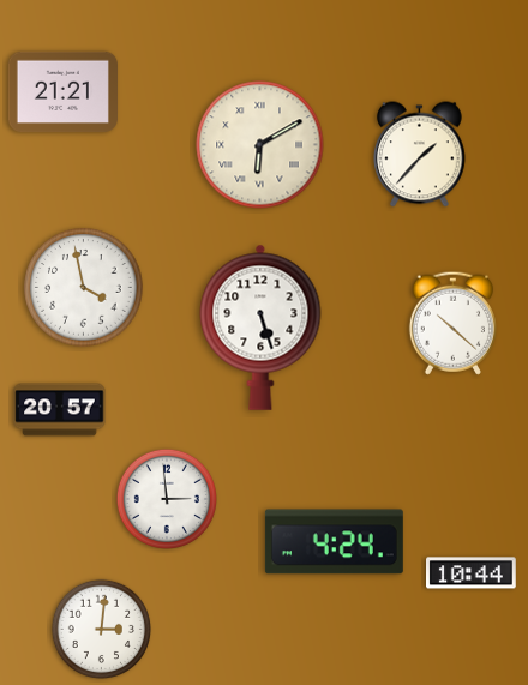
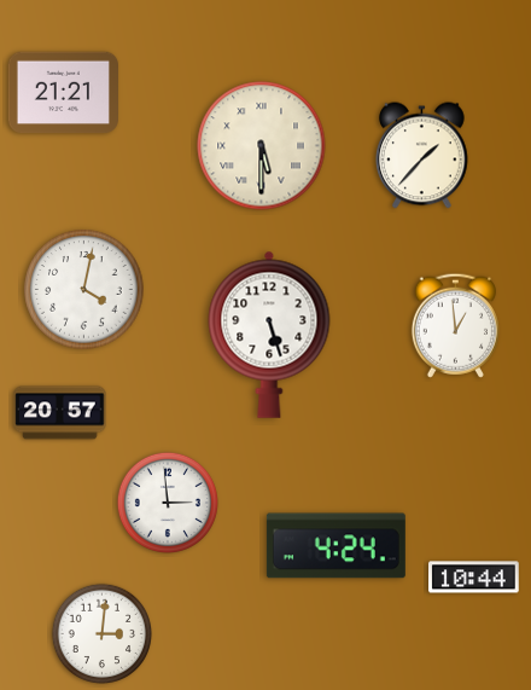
clock at (260, 145): 6:10 -> 5:30
clock at (84, 288): 3:58 -> 4:02
clock at (452, 323): 10:22 -> 12:59
clock at (260, 328) position: (260, 328) -> (269, 335)
